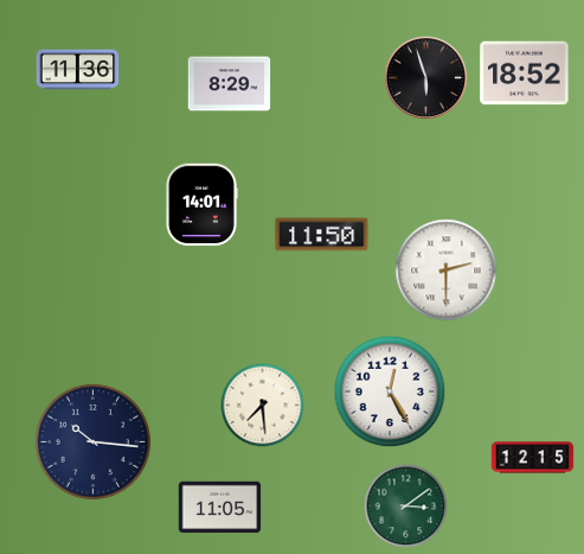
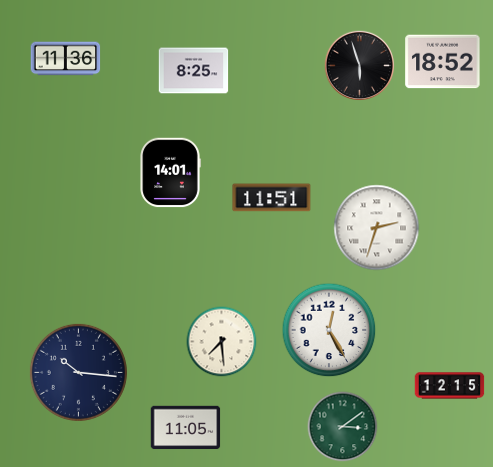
clock at (230, 84): 8:29 -> 8:25
clock at (322, 235): 11:50 -> 11:51
clock at (447, 270): 2:30 -> 2:33
